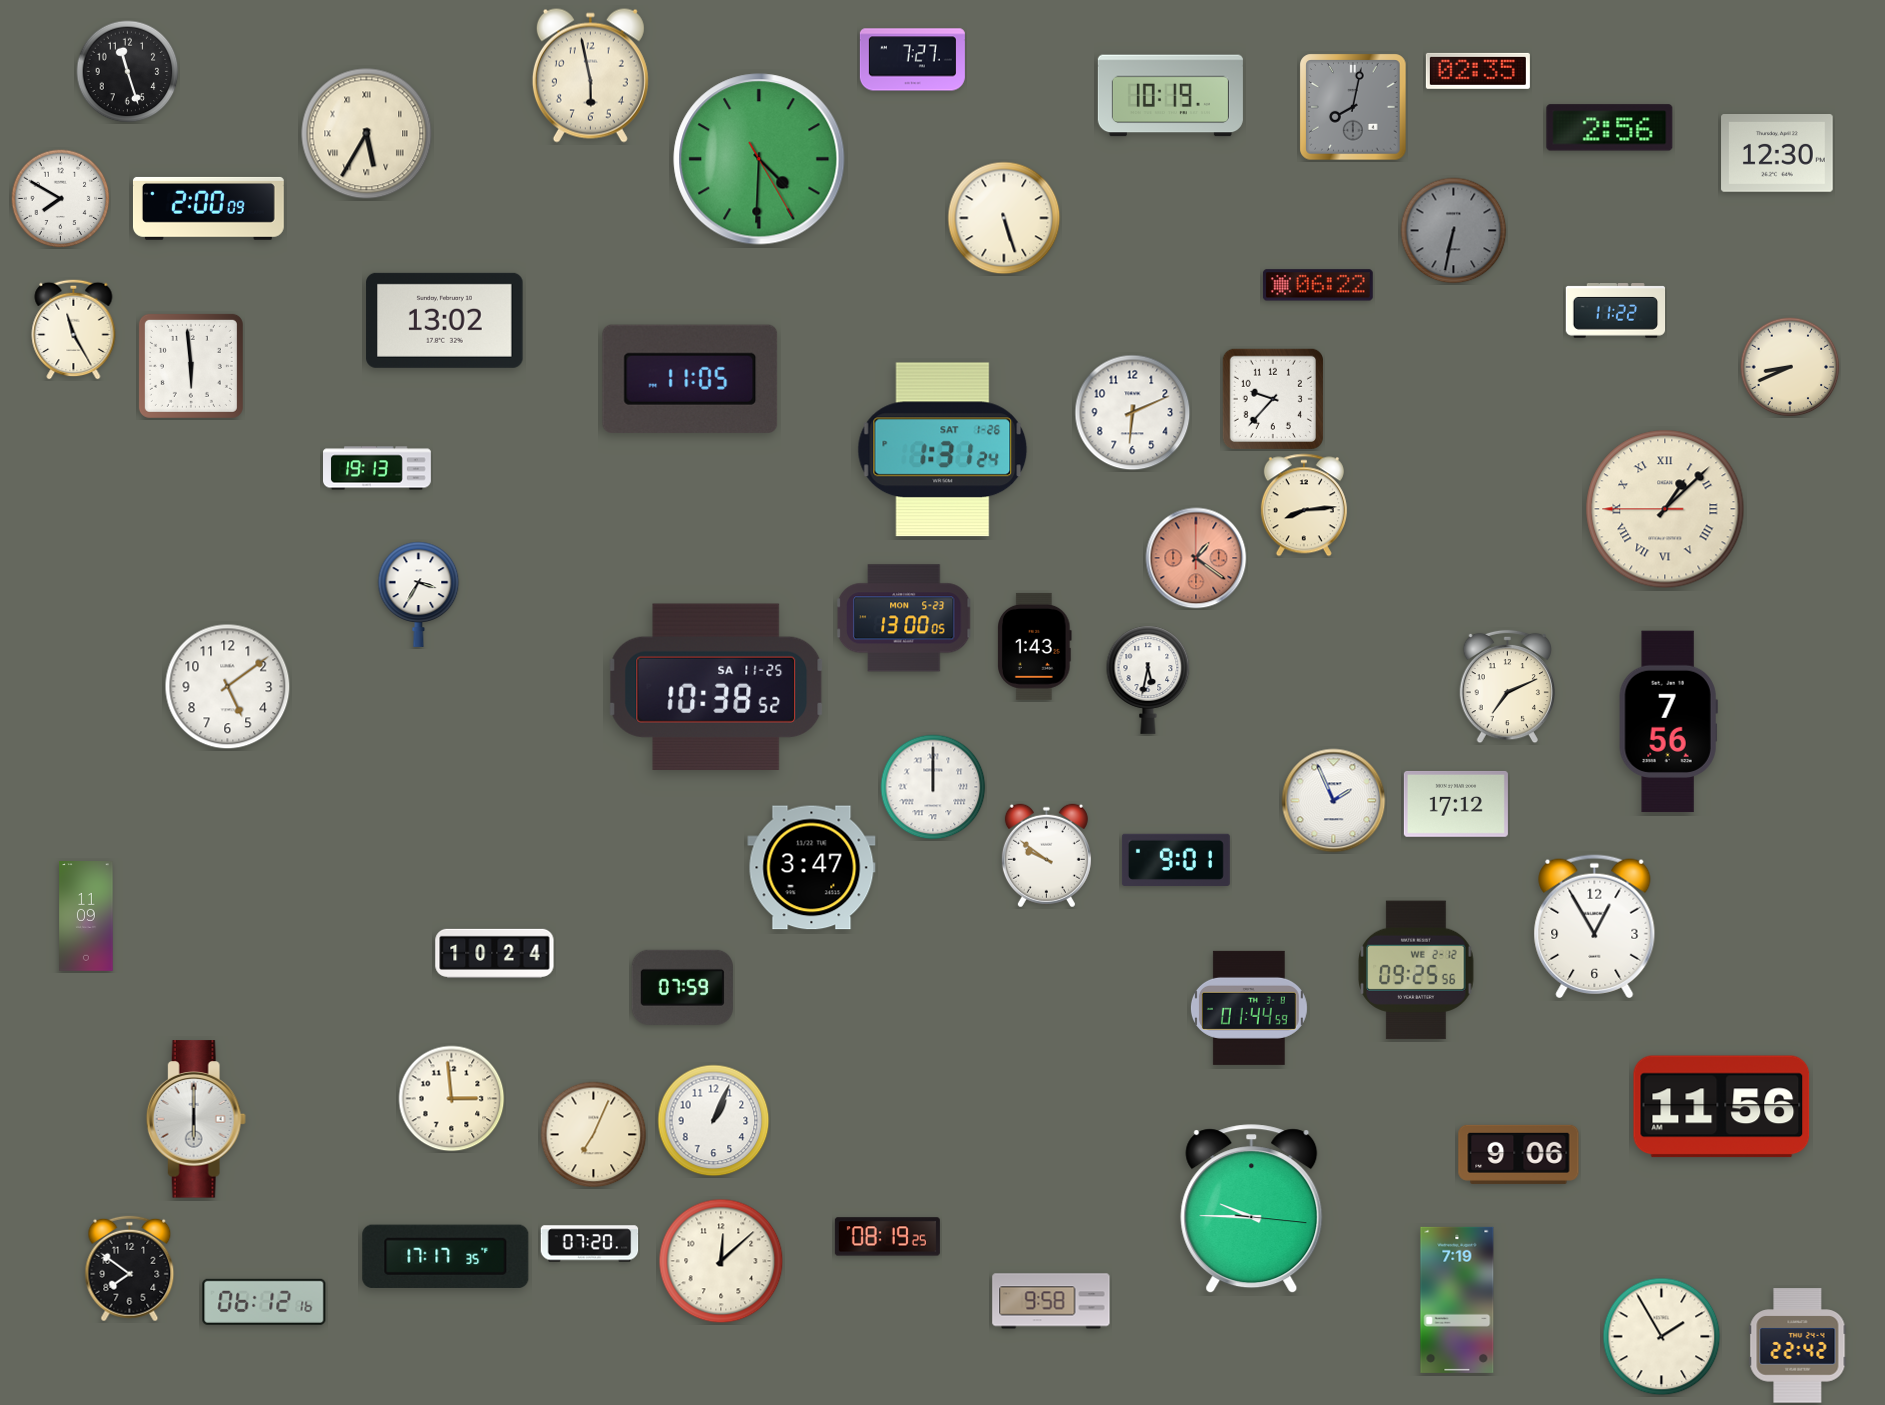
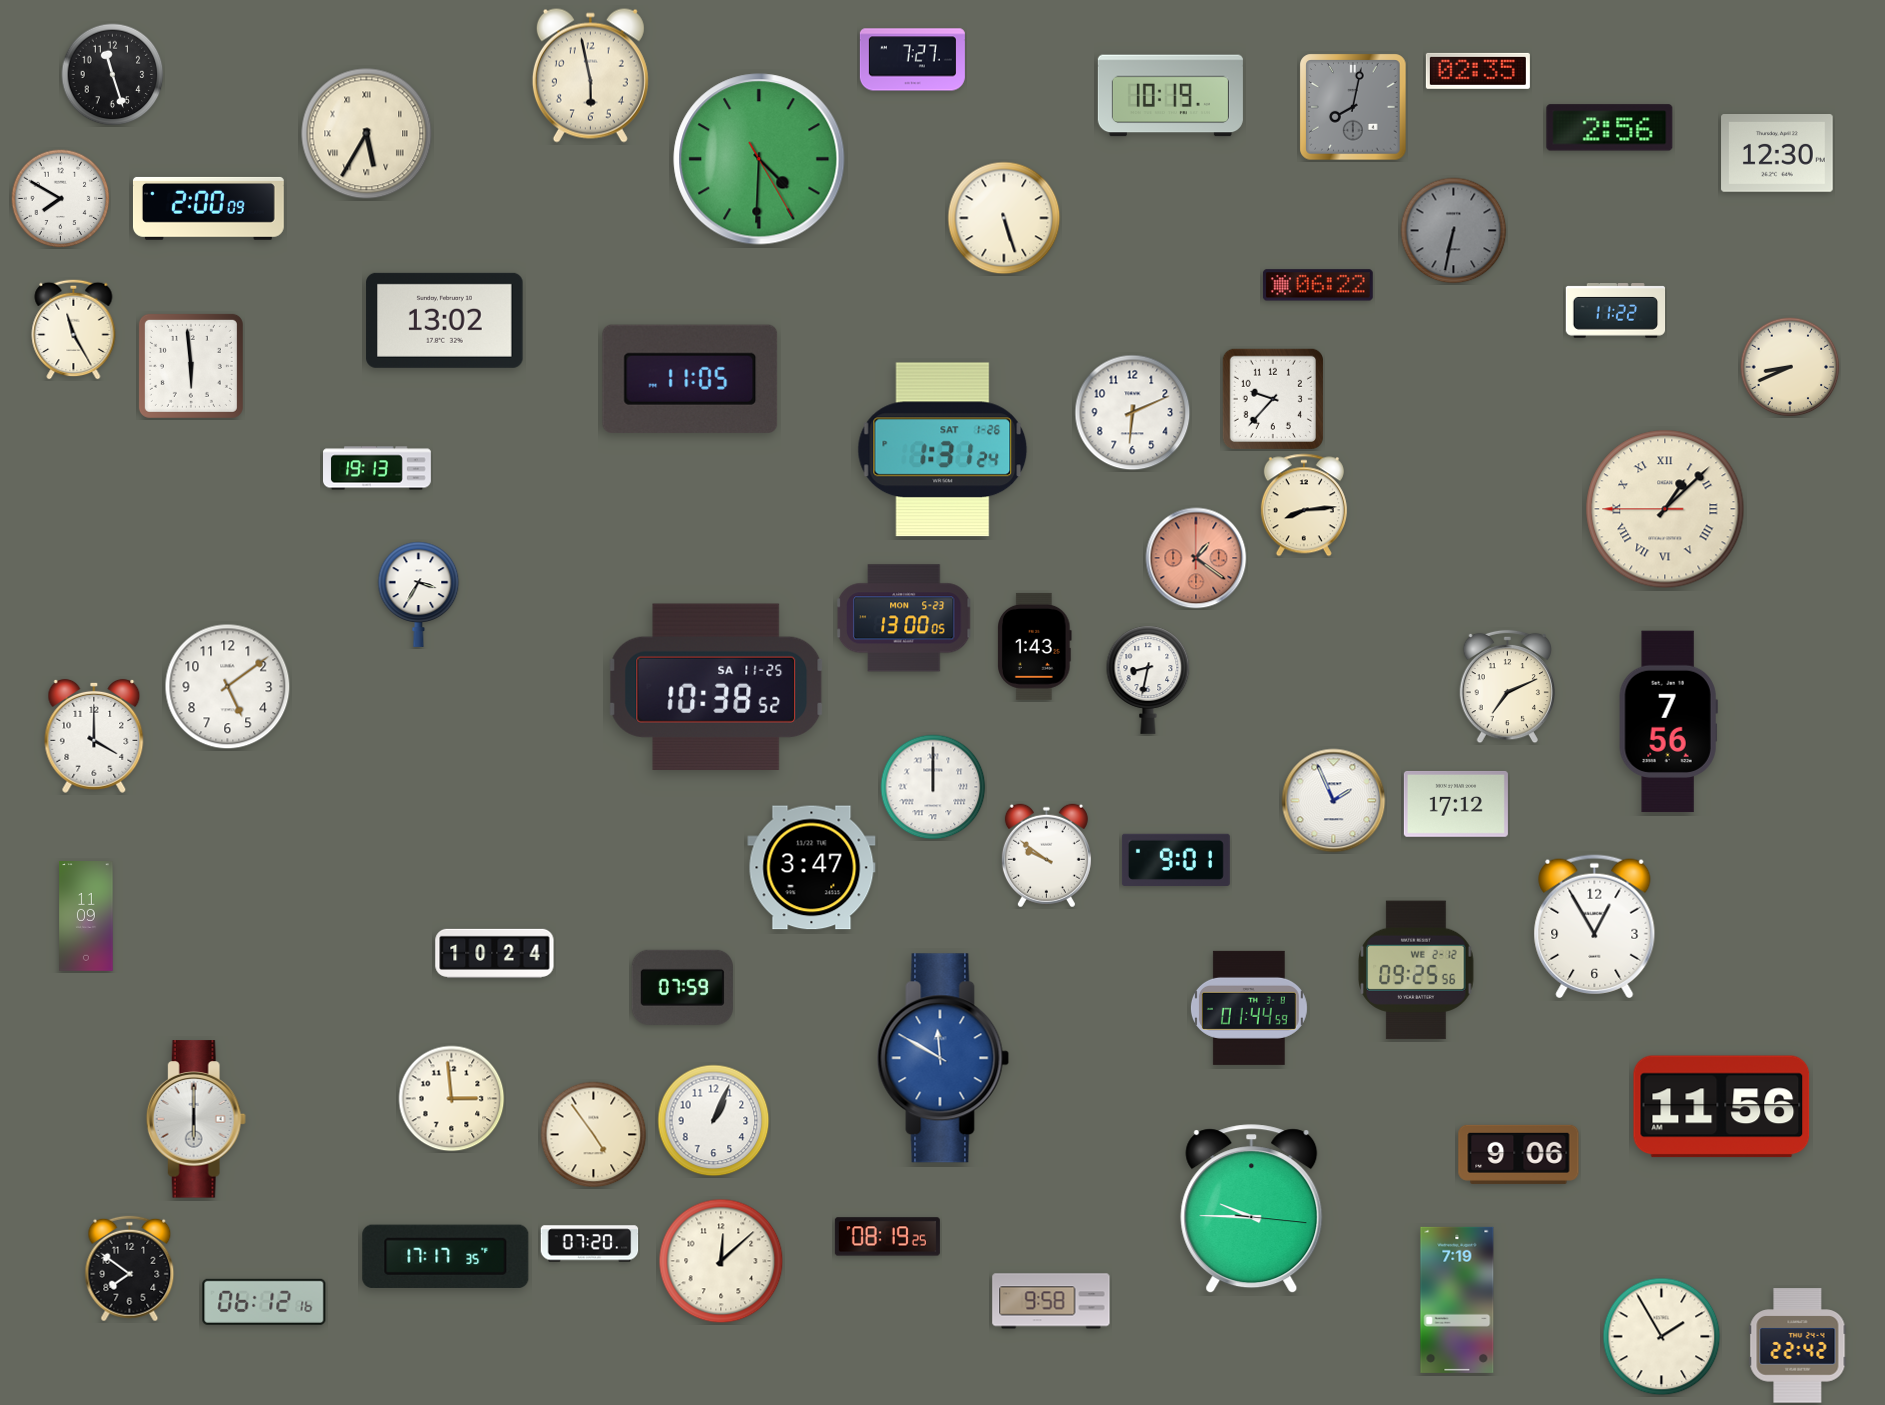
clock at (128, 72) position: (128, 72) -> (113, 75)
clock at (1148, 680): 5:32 -> 8:32
clock at (94, 736): none -> 4:00
clock at (943, 1058): none -> 11:50
clock at (594, 1135): 7:04 -> 4:54
